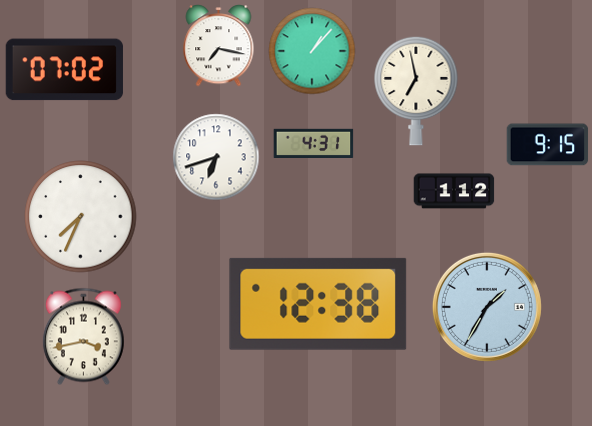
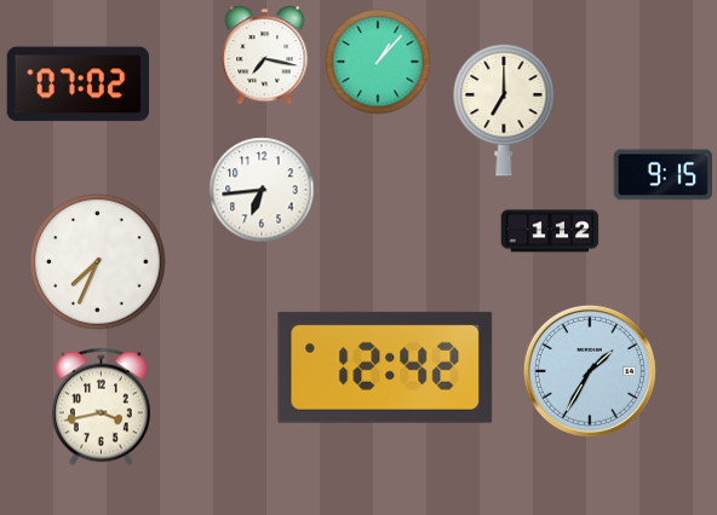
clock at (416, 91): 6:58 -> 7:00
clock at (314, 143): 4:31 -> none
clock at (216, 157): 6:42 -> 6:44
clock at (318, 304): 12:38 -> 12:42
